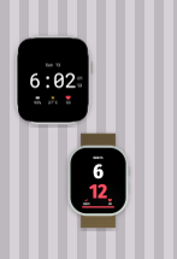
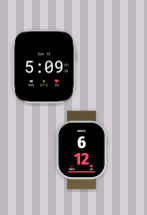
clock at (53, 81): 6:02 -> 5:09
